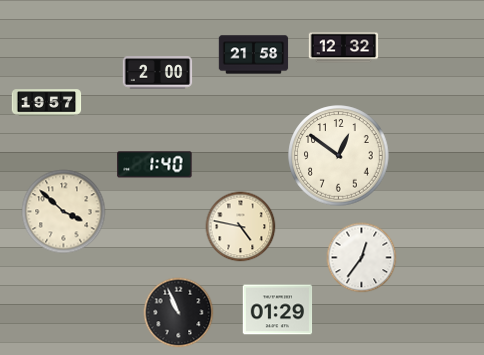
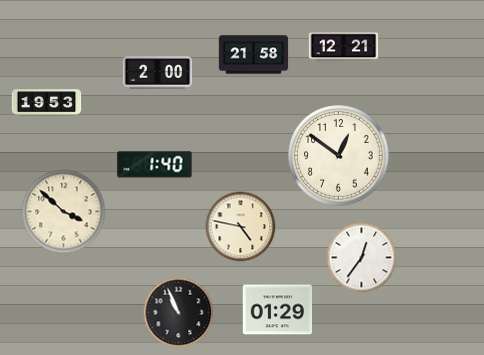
clock at (344, 48): 12:32 -> 12:21
clock at (47, 103): 19:57 -> 19:53
